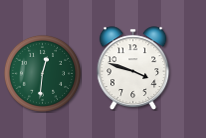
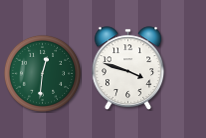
clock at (133, 68) position: (133, 68) -> (128, 68)
